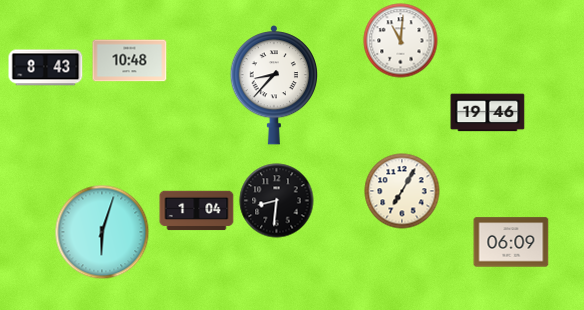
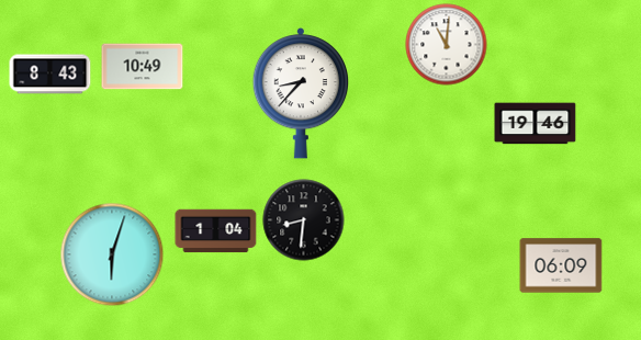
clock at (401, 41) position: (401, 41) -> (447, 45)
clock at (130, 61): 10:48 -> 10:49
clock at (402, 191): 7:05 -> none
